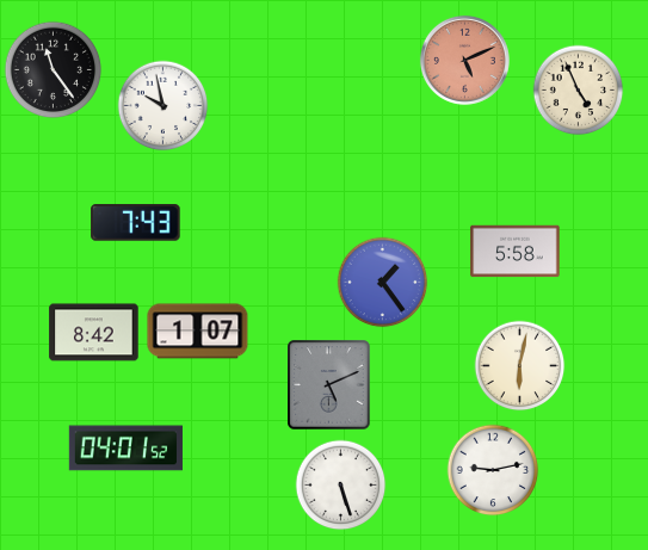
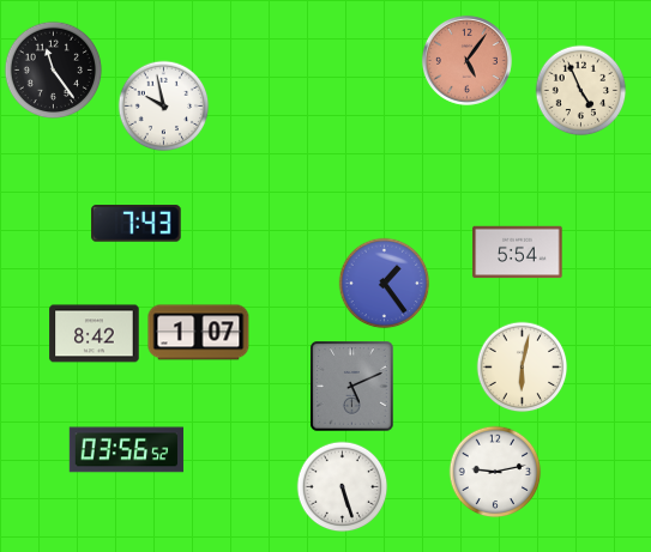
clock at (464, 60): 5:11 -> 5:06
clock at (516, 252): 5:58 -> 5:54
clock at (329, 385) position: (329, 385) -> (352, 387)
clock at (125, 449): 04:01 -> 03:56
